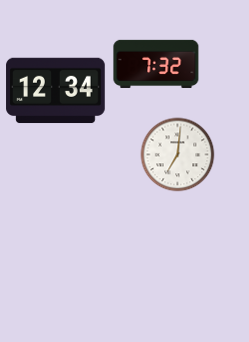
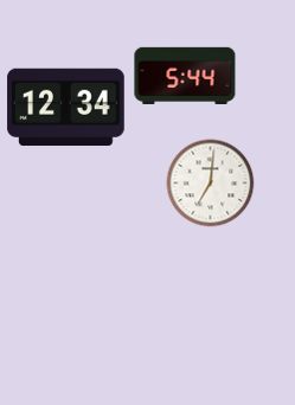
clock at (156, 64): 7:32 -> 5:44
